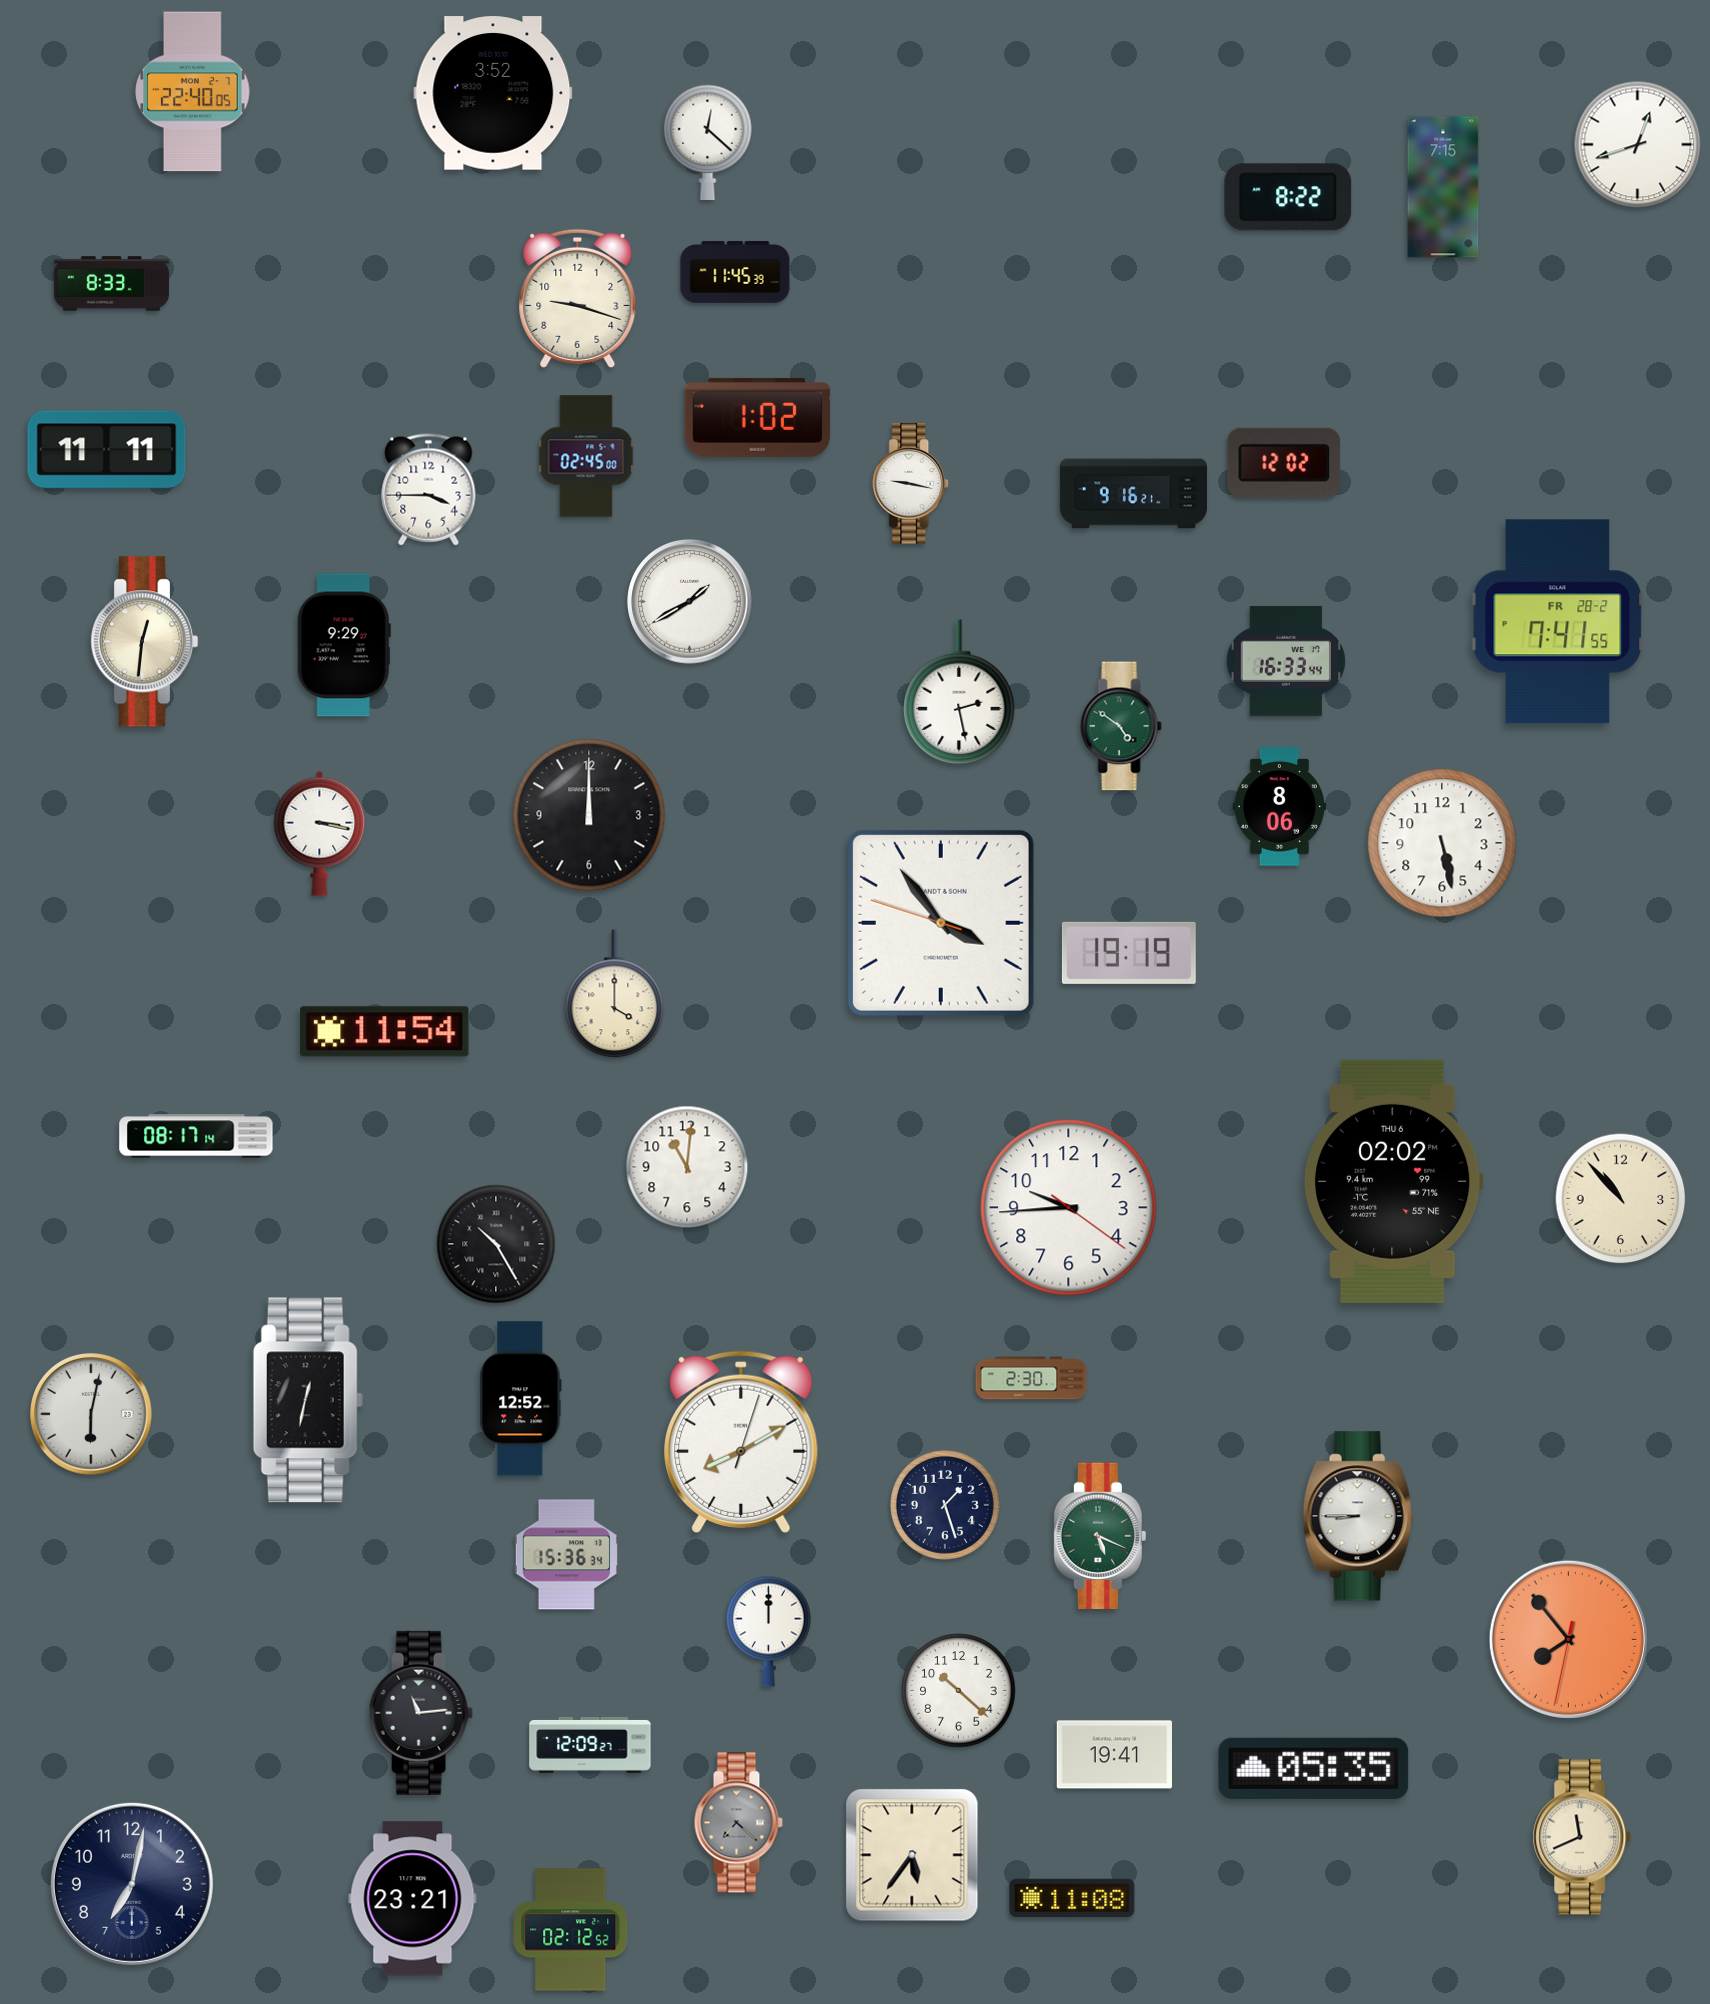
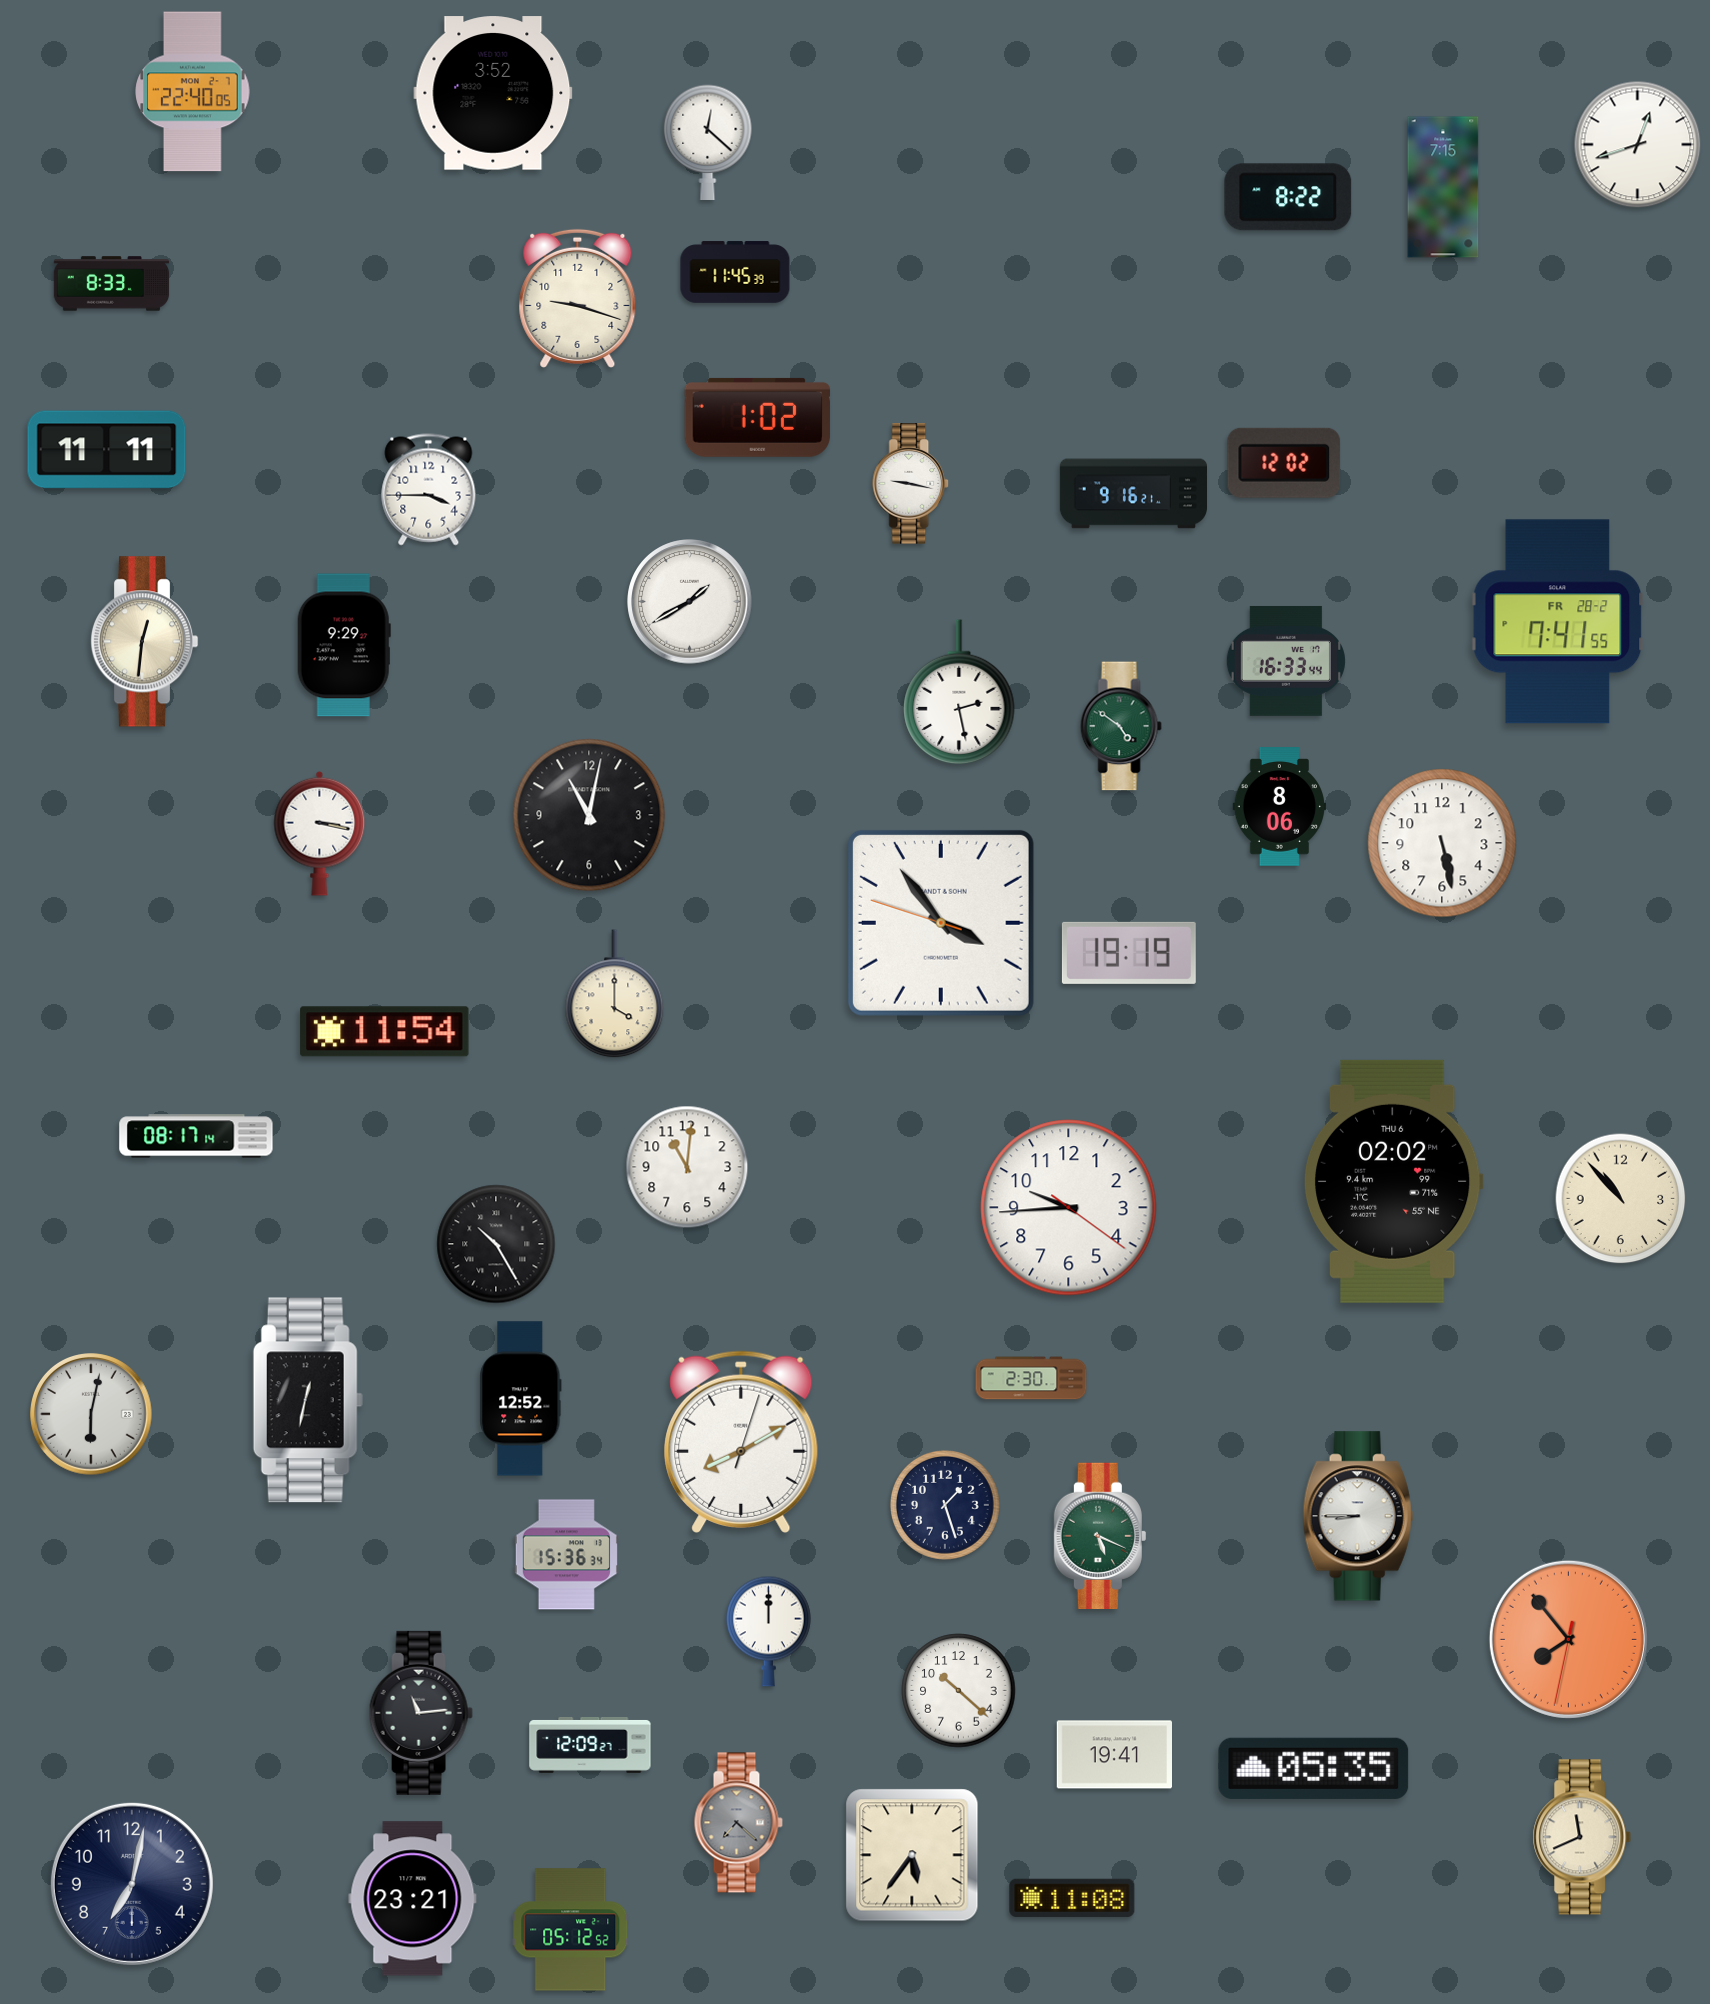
clock at (586, 456): 02:45 -> none
clock at (589, 815): 12:00 -> 11:02
clock at (571, 1930): 02:12 -> 05:12
